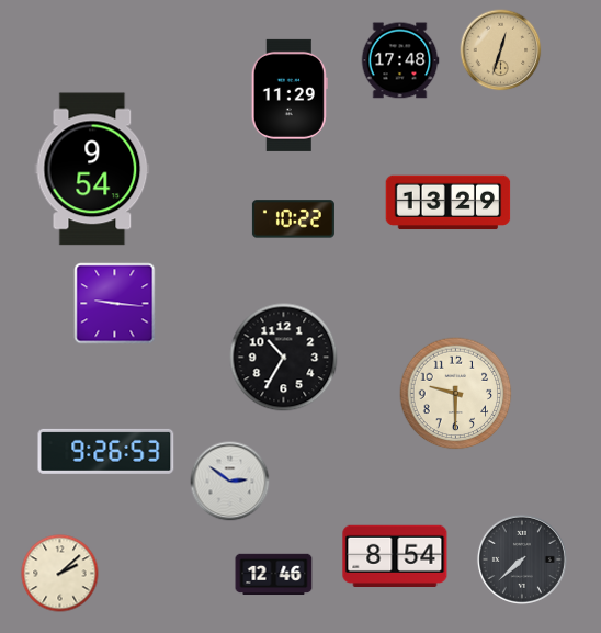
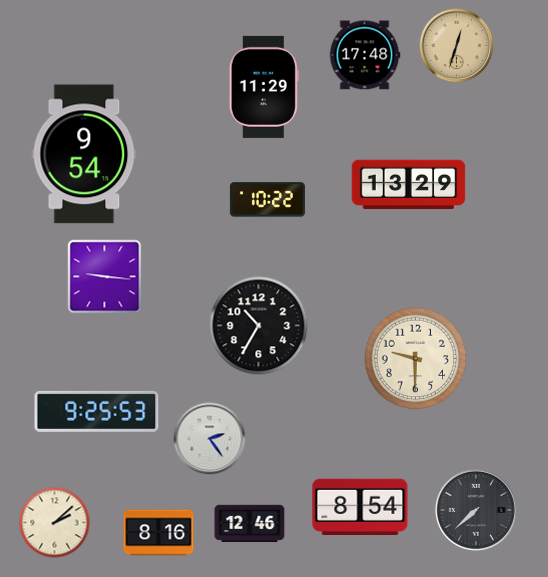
clock at (106, 451): 9:26 -> 9:25
clock at (230, 482): 2:51 -> 2:24
clock at (159, 533): none -> 8:16
